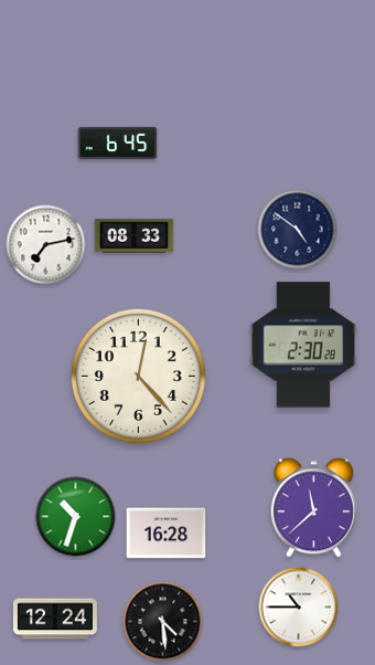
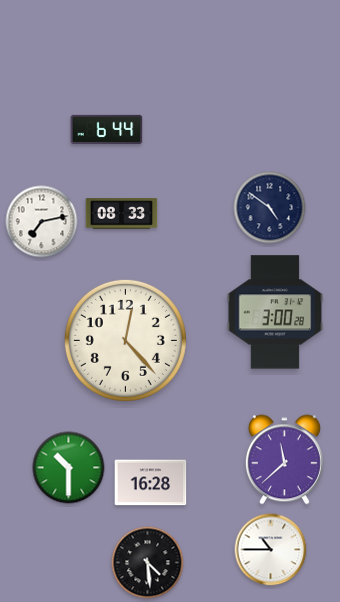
clock at (118, 142): 6:45 -> 6:44
clock at (303, 345): 2:30 -> 3:00
clock at (76, 517): 10:33 -> 10:30
clock at (55, 619): 12:24 -> none
